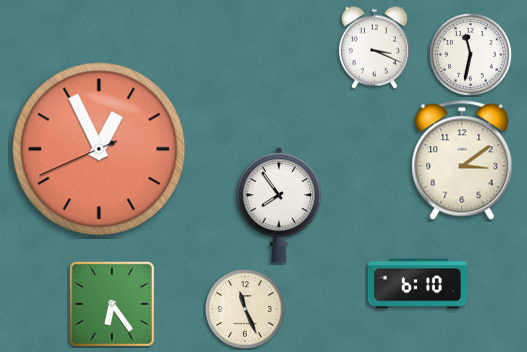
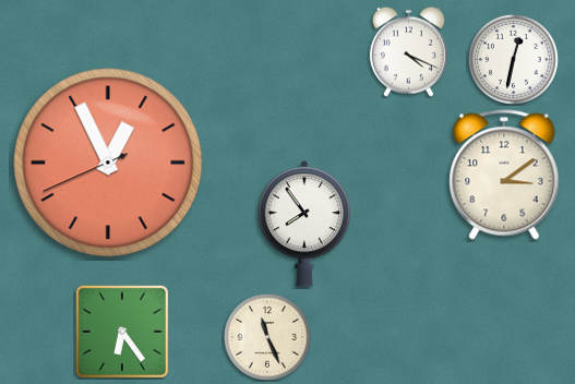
clock at (374, 47): 3:19 -> 4:19
clock at (470, 54): 11:32 -> 12:32
clock at (417, 284): 6:10 -> none
